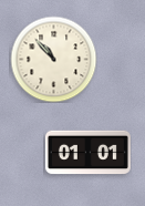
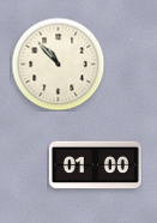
clock at (87, 153): 01:01 -> 01:00
